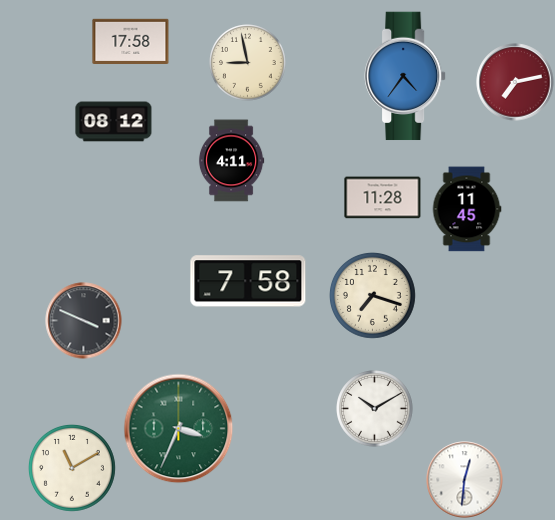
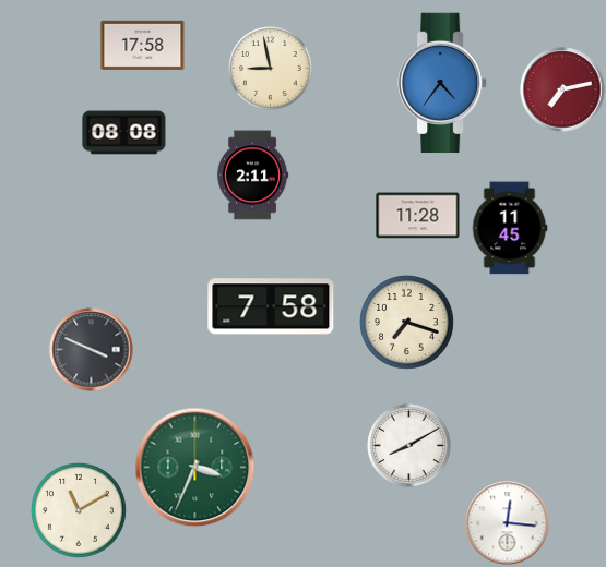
clock at (114, 122): 08:12 -> 08:08
clock at (231, 161): 4:11 -> 2:11
clock at (375, 409): 10:10 -> 8:10
clock at (465, 480): 12:31 -> 12:16
